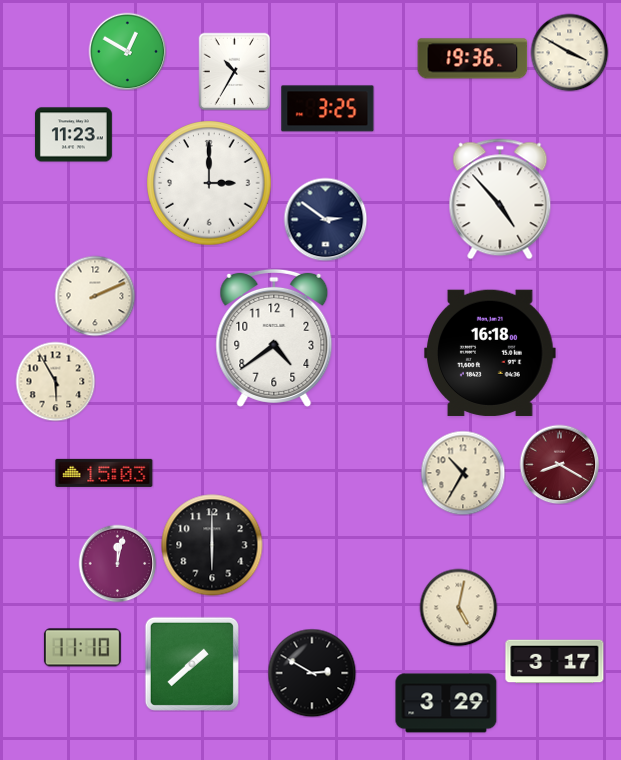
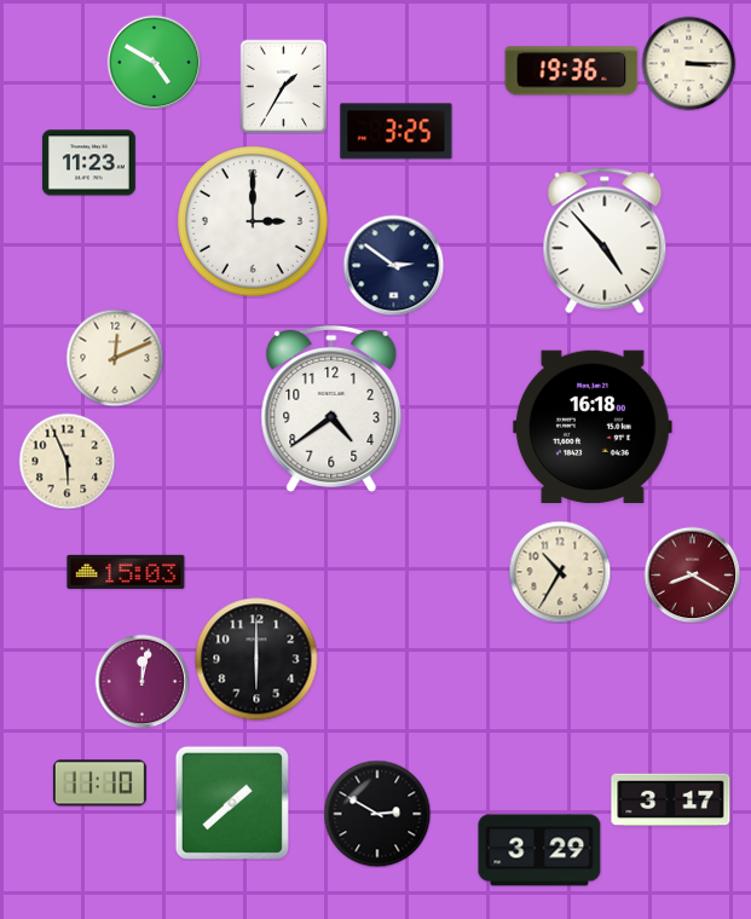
clock at (127, 51): 12:50 -> 4:50
clock at (569, 52): 3:50 -> 3:15
clock at (235, 71): 10:35 -> 1:35
clock at (95, 296): 2:11 -> 12:11
clock at (55, 381): 5:55 -> 5:56
clock at (559, 464) position: (559, 464) -> (692, 574)
clock at (458, 607): 5:02 -> none
